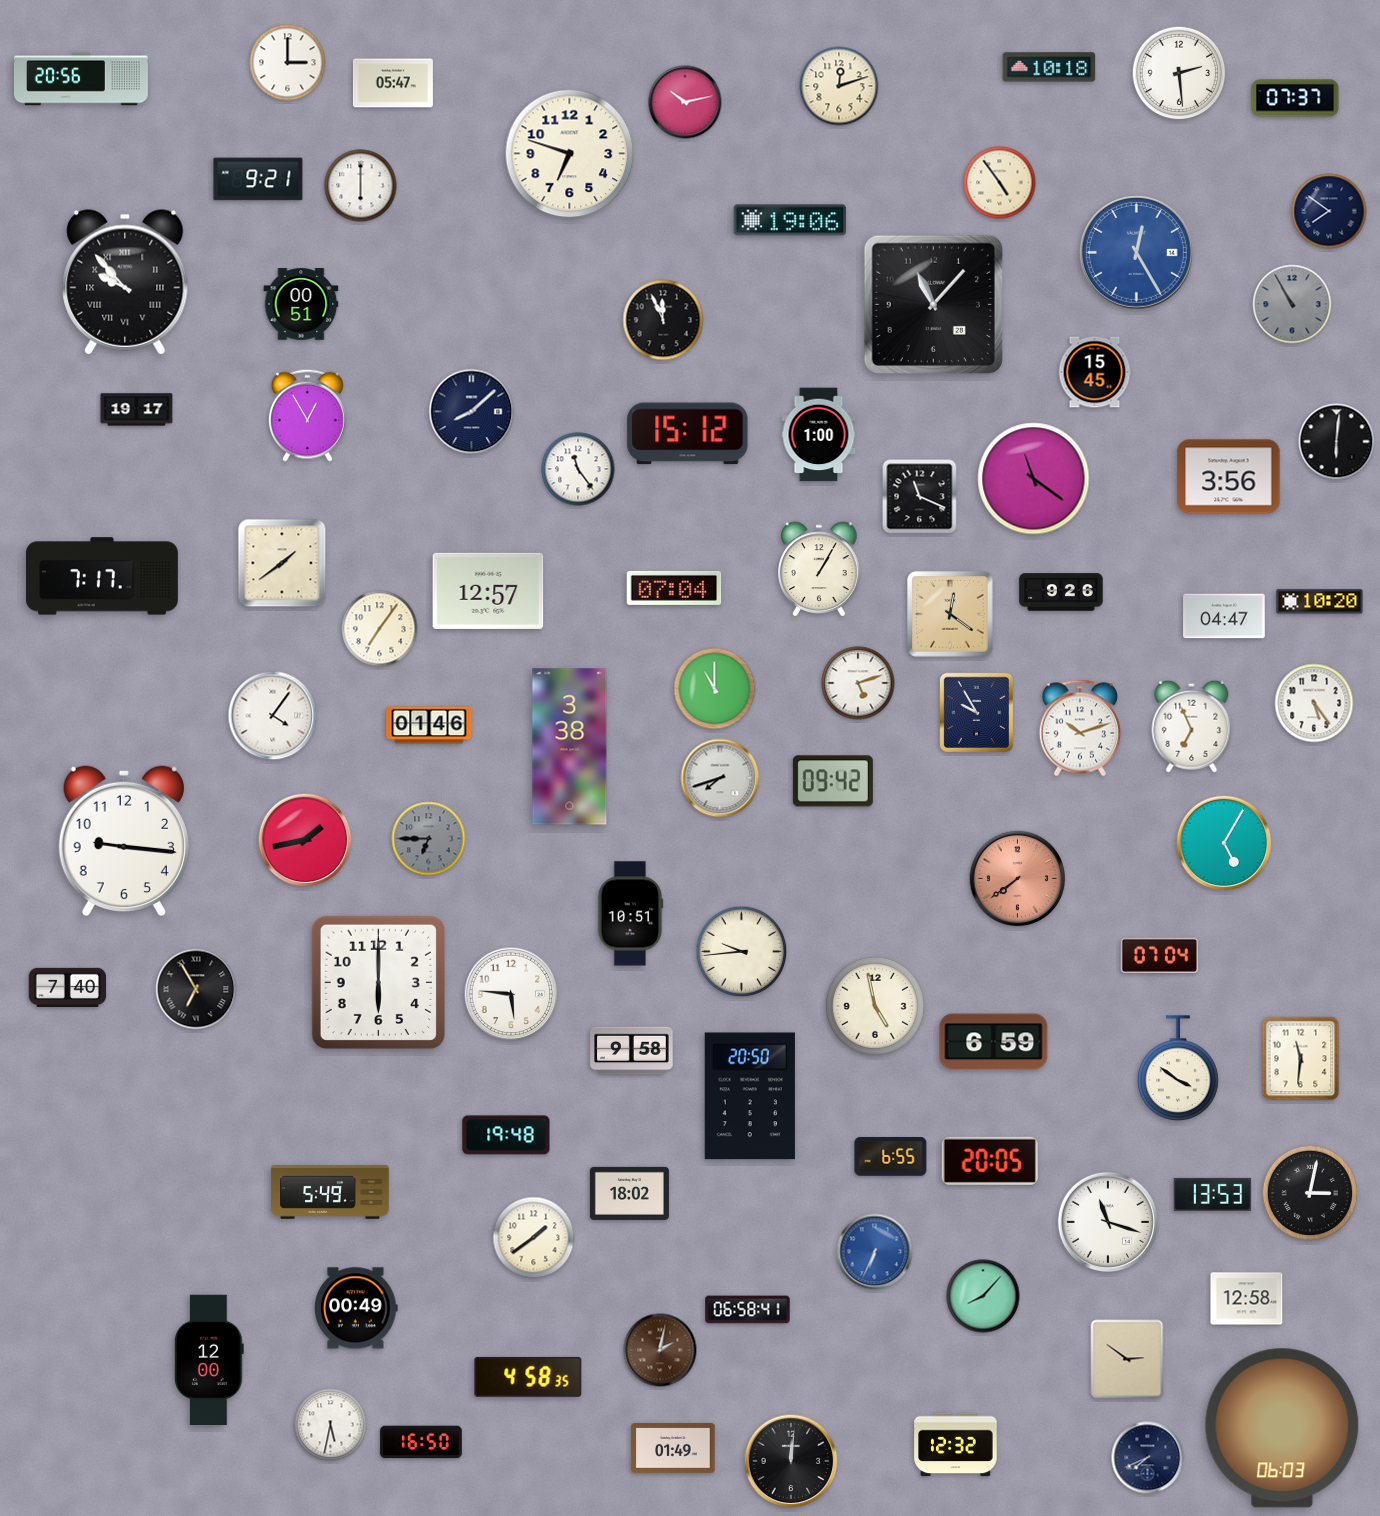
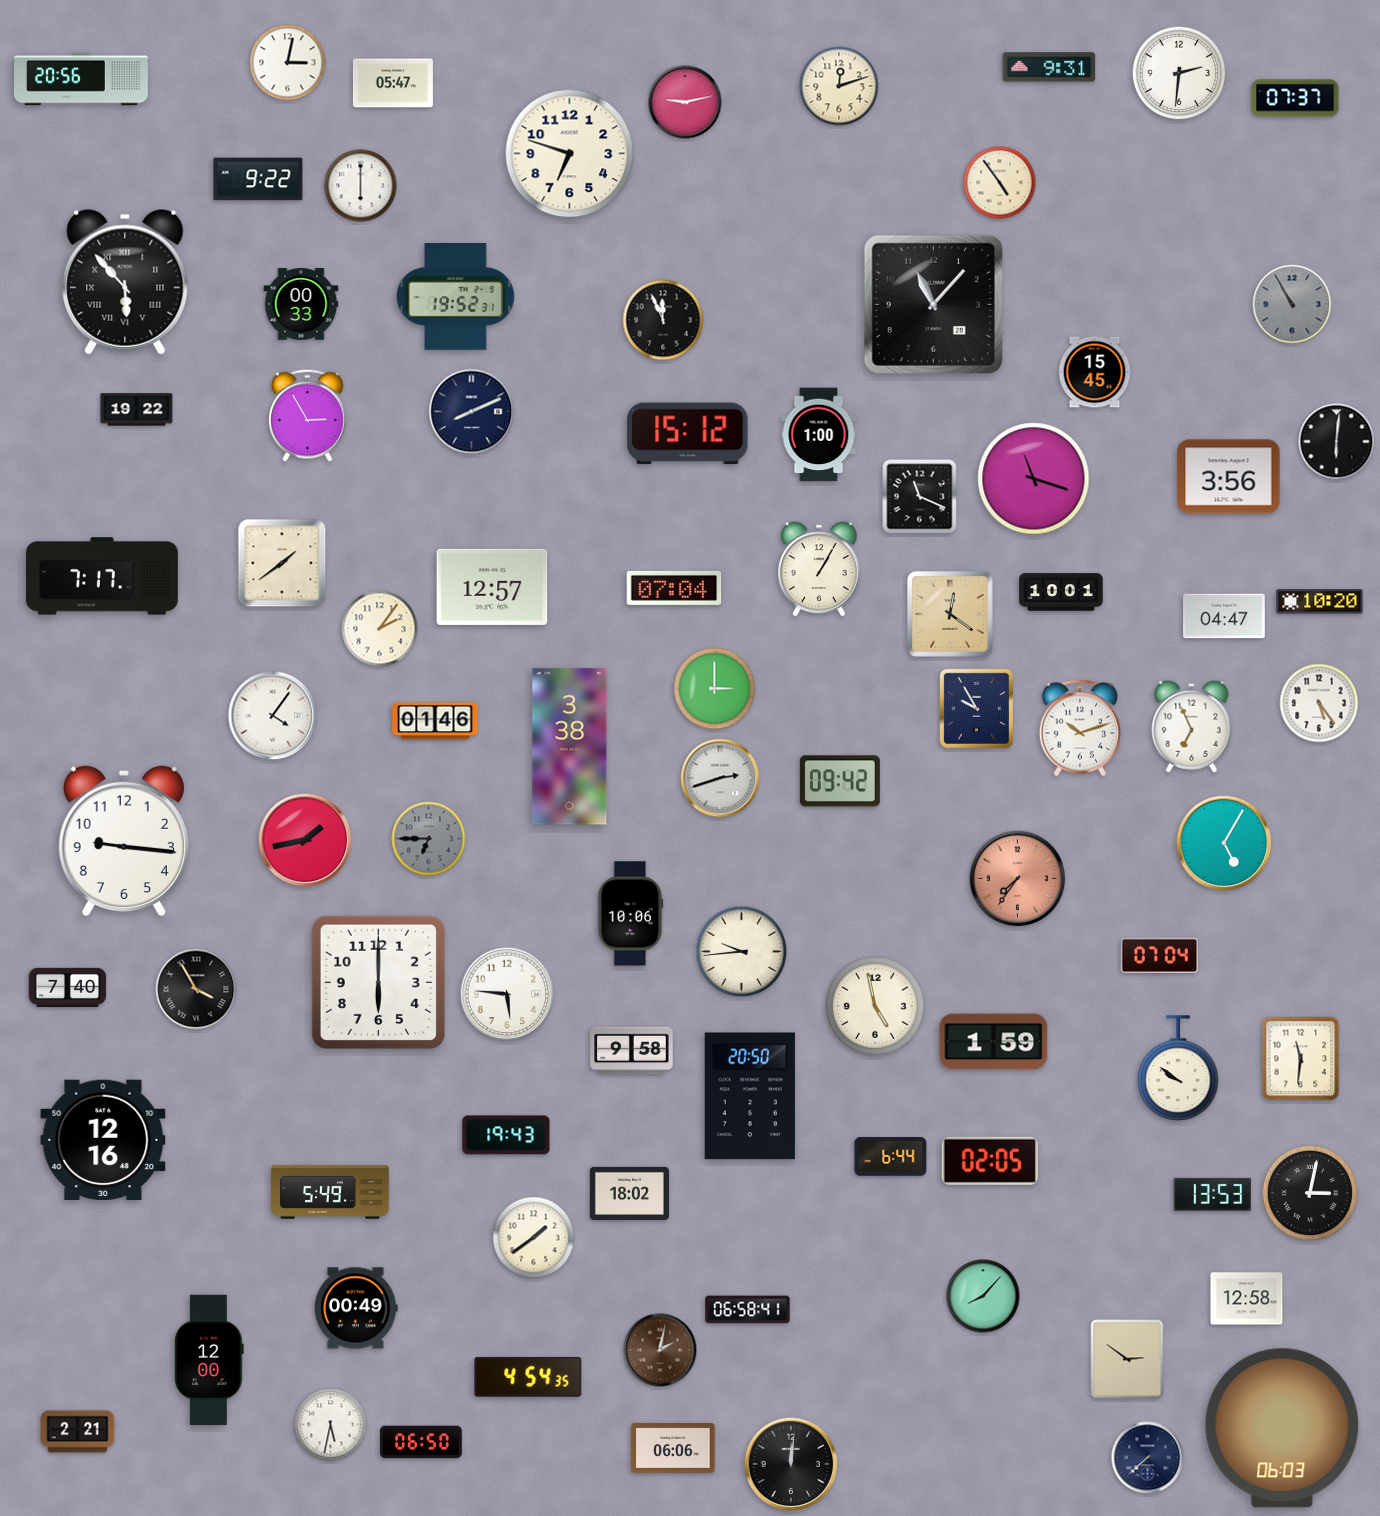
clock at (288, 63): 3:00 -> 3:02
clock at (1049, 67): 10:18 -> 9:31
clock at (1179, 73): 2:29 -> 2:31
clock at (685, 102): 10:13 -> 9:13
clock at (258, 179): 9:21 -> 9:22
clock at (1329, 211): 7:51 -> none
clock at (789, 220): 19:06 -> none
clock at (1136, 252): 12:25 -> none
clock at (125, 282): 9:53 -> 5:53
clock at (455, 297): none -> 19:52
clock at (301, 304): 00:51 -> 00:33
clock at (137, 410): 19:17 -> 19:22
clock at (472, 412): 8:08 -> 8:11
clock at (308, 415): 12:55 -> 2:55
clock at (578, 469): 11:24 -> none
clock at (1034, 479): 11:21 -> 11:18
clock at (488, 591) position: (488, 591) -> (492, 587)
clock at (1061, 592): 9:26 -> 10:01
clock at (380, 629): 7:06 -> 2:06
clock at (858, 683): 5:12 -> none
clock at (715, 689): 11:00 -> 3:00
clock at (1314, 703) position: (1314, 703) -> (1319, 703)
clock at (976, 712) position: (976, 712) -> (976, 708)
clock at (429, 725) position: (429, 725) -> (435, 721)
clock at (720, 778): 7:42 -> 2:42
clock at (833, 781) position: (833, 781) -> (840, 781)
clock at (1018, 879): 7:39 -> 7:36
clock at (630, 914): 10:51 -> 10:06
clock at (196, 989): 6:55 -> 3:55
clock at (511, 994) position: (511, 994) -> (507, 994)
clock at (994, 1042): 6:59 -> 1:59
clock at (1178, 1068): 3:51 -> 9:51
clock at (506, 1135): 19:48 -> 19:43
clock at (103, 1139): none -> 12:16
clock at (891, 1157): 6:55 -> 6:44
clock at (990, 1161): 20:05 -> 02:05
clock at (1108, 1222): 11:18 -> none
clock at (875, 1252): 6:34 -> none
clock at (528, 1377): 4:58 -> 4:54
clock at (78, 1432): none -> 2:21
clock at (421, 1442): 16:50 -> 06:50
clock at (956, 1445): 12:32 -> none
clock at (673, 1448): 01:49 -> 06:06
clock at (1148, 1458): 7:41 -> 7:38
clock at (791, 1461) position: (791, 1461) -> (791, 1464)
